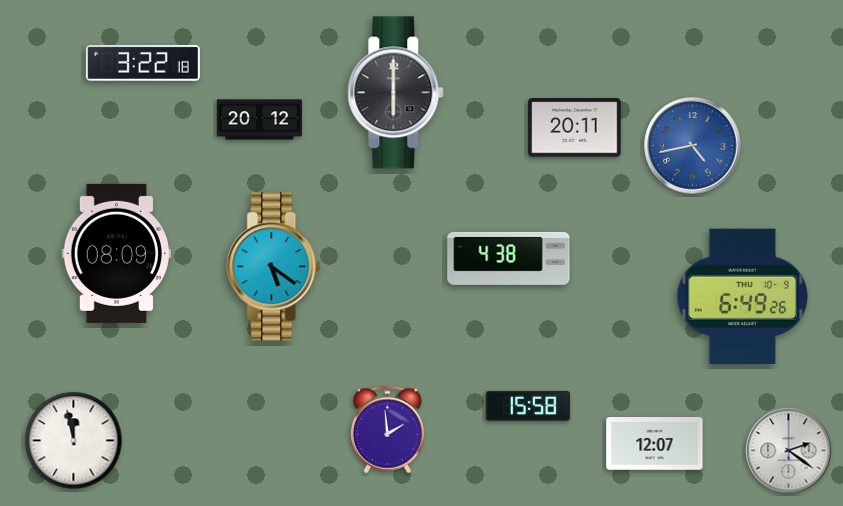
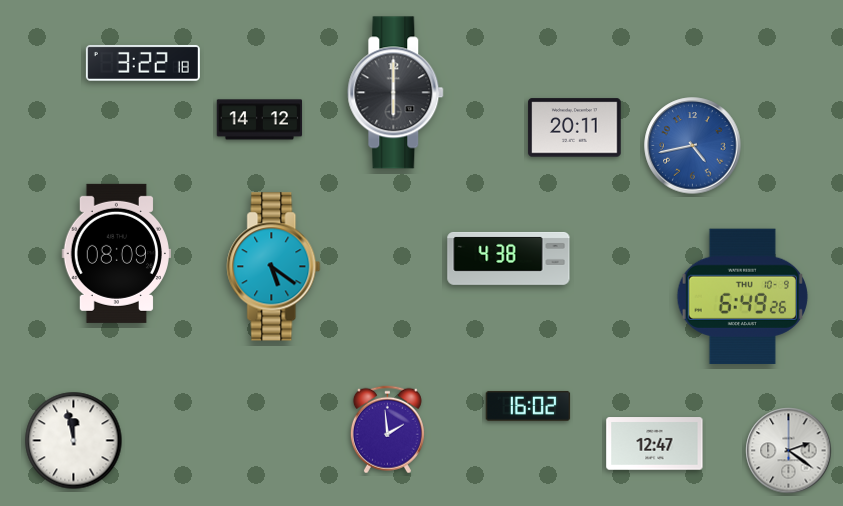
clock at (260, 120): 20:12 -> 14:12
clock at (528, 406): 15:58 -> 16:02
clock at (655, 444): 12:07 -> 12:47
